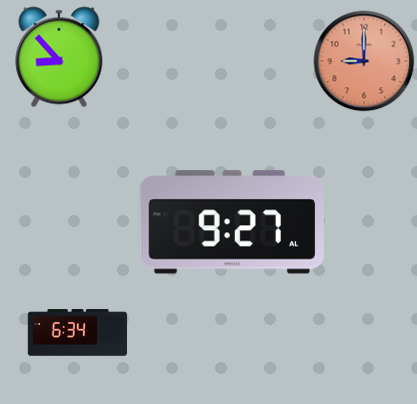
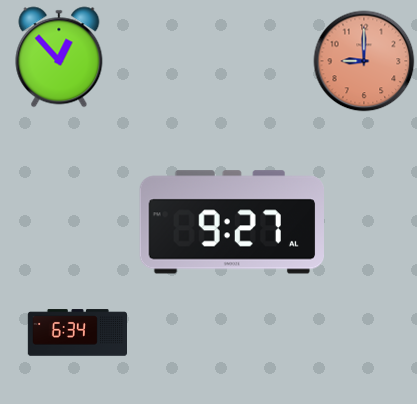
clock at (59, 57): 8:53 -> 12:53
